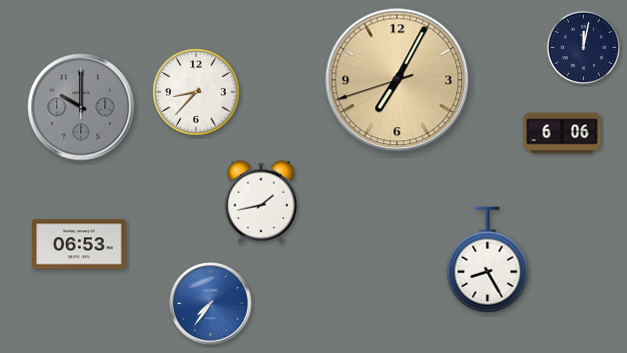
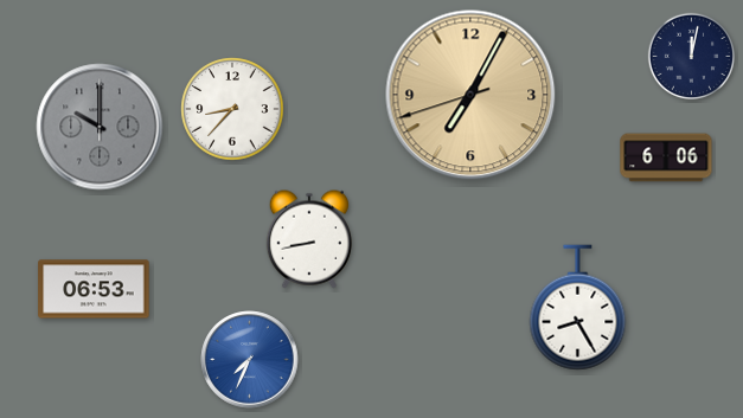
clock at (81, 107) position: (81, 107) -> (100, 127)
clock at (261, 202): 1:43 -> 8:43
clock at (211, 304): 7:36 -> 7:34
